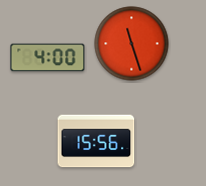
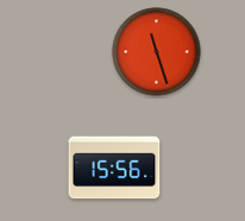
clock at (48, 58): 4:00 -> none
